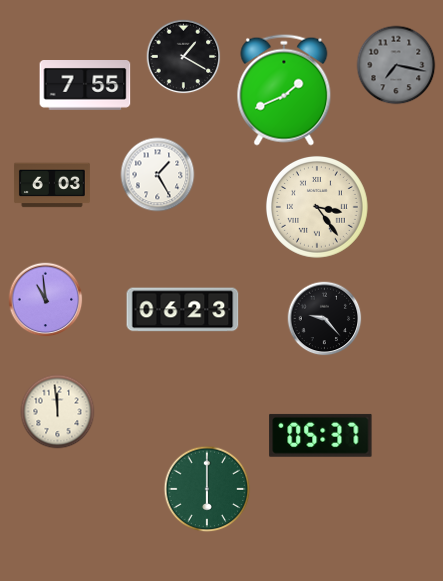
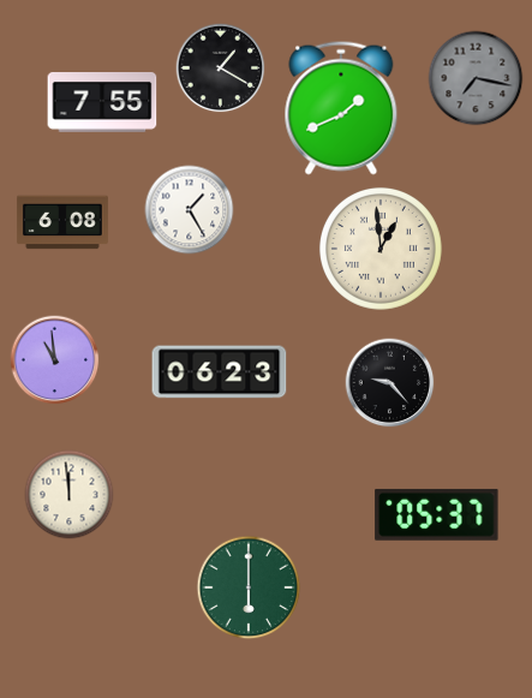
clock at (52, 185): 6:03 -> 6:08
clock at (317, 207): 3:24 -> 12:59
clock at (321, 435) position: (321, 435) -> (437, 514)
